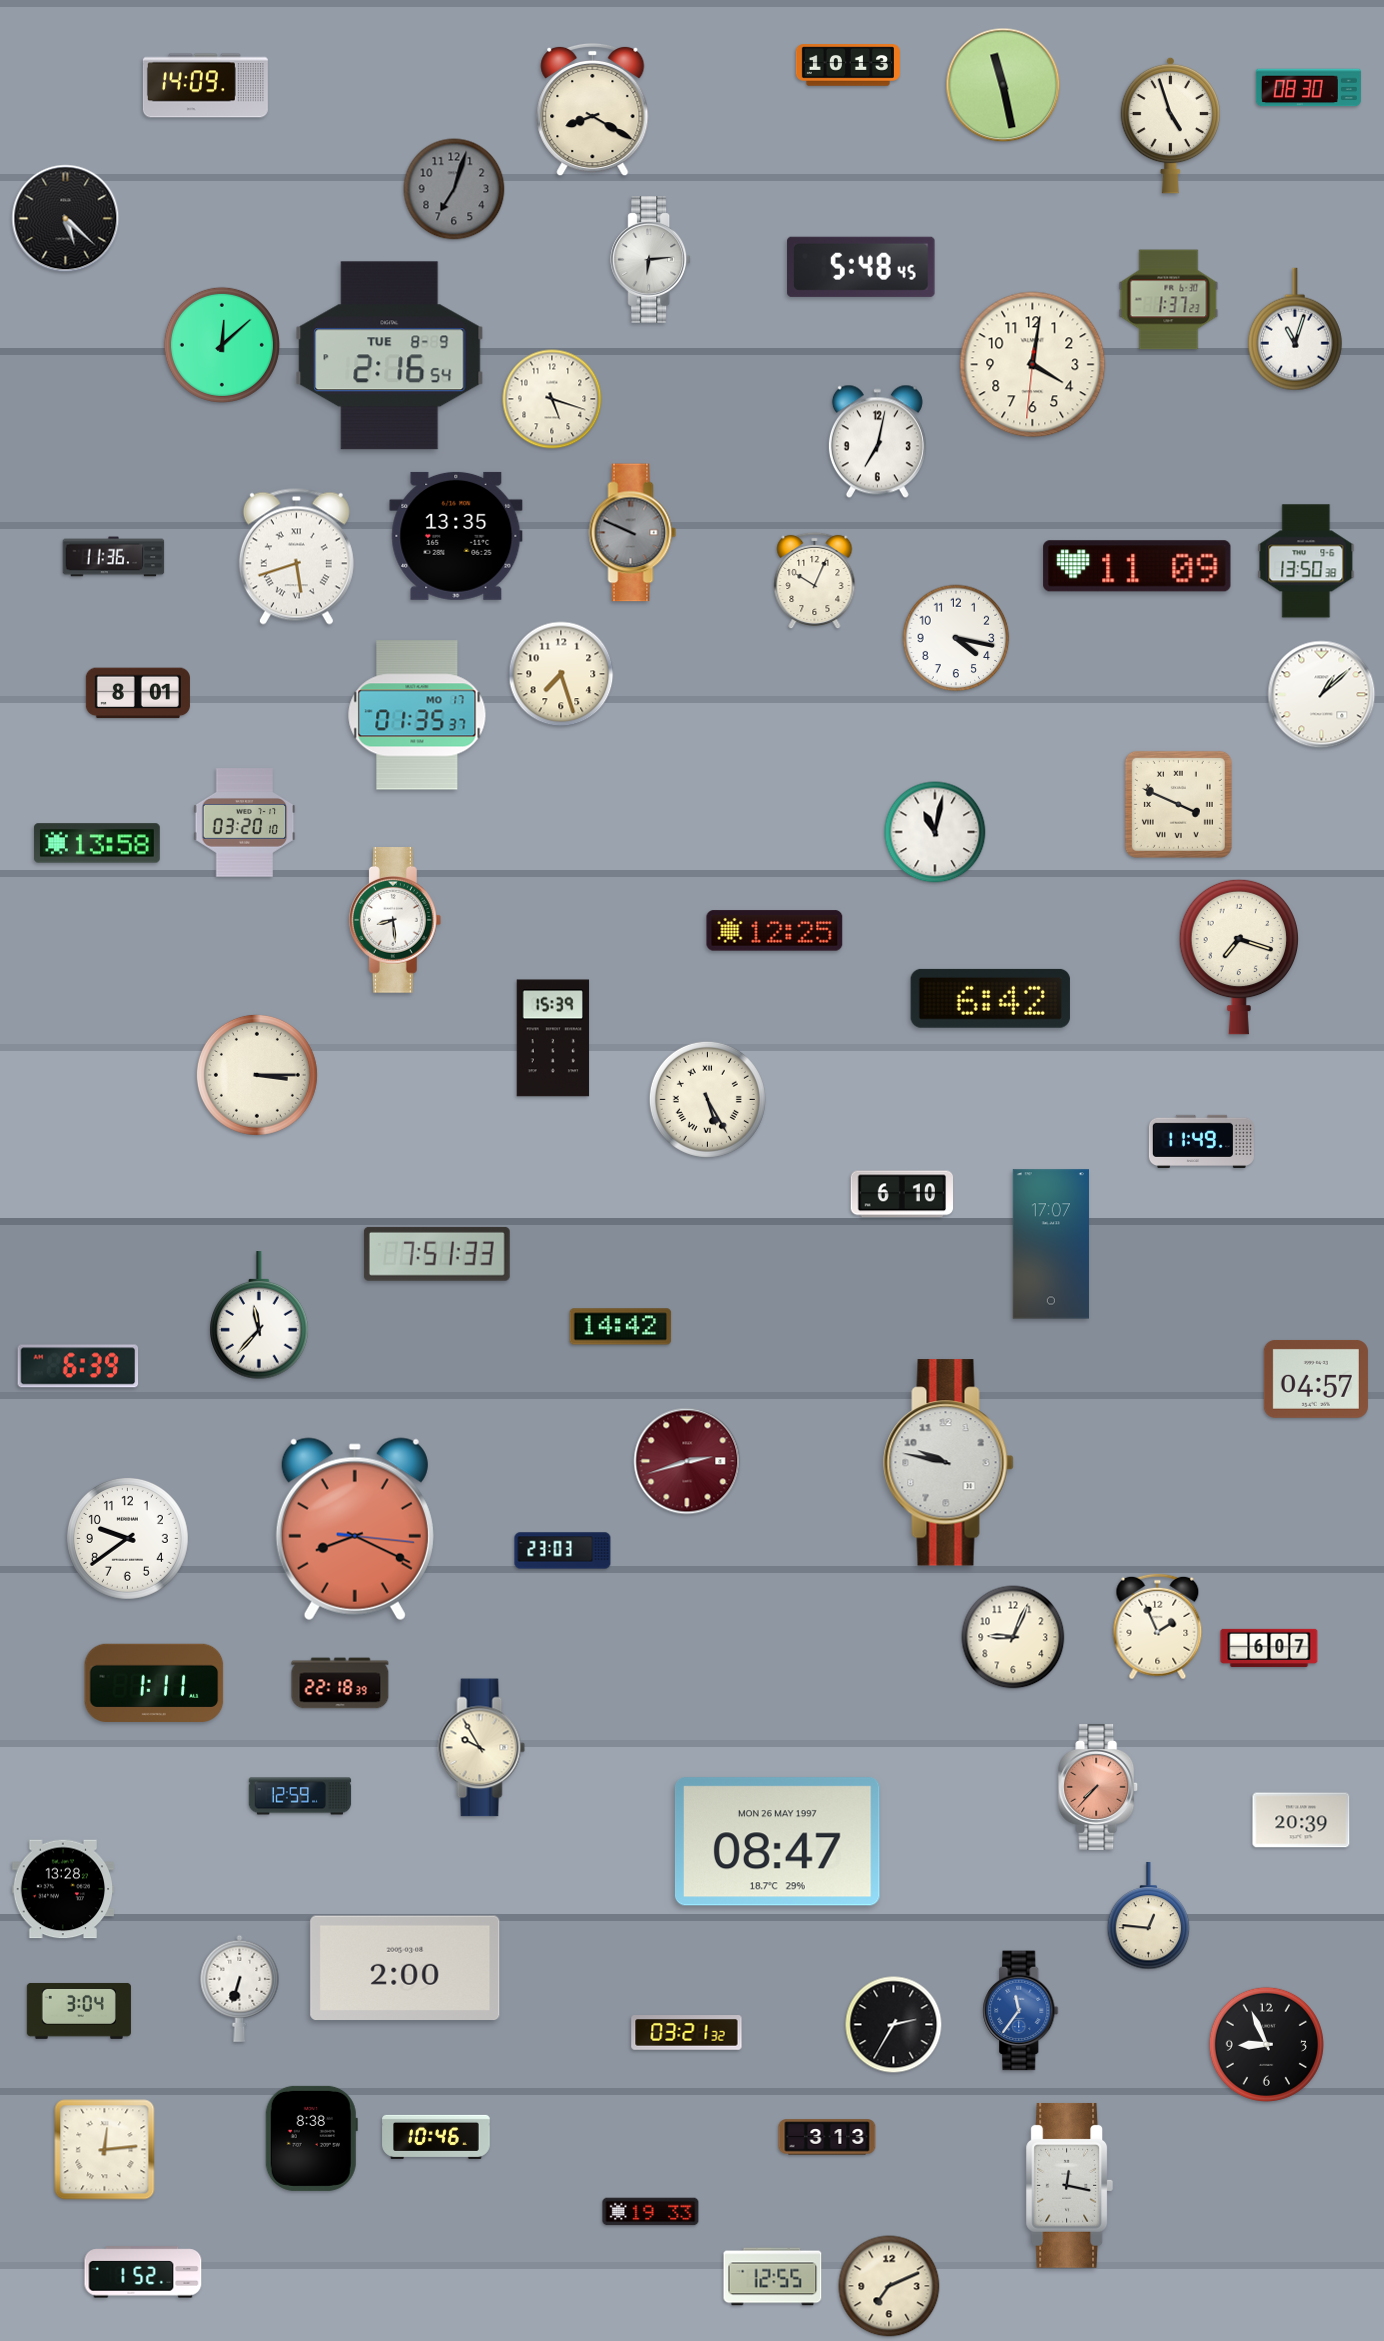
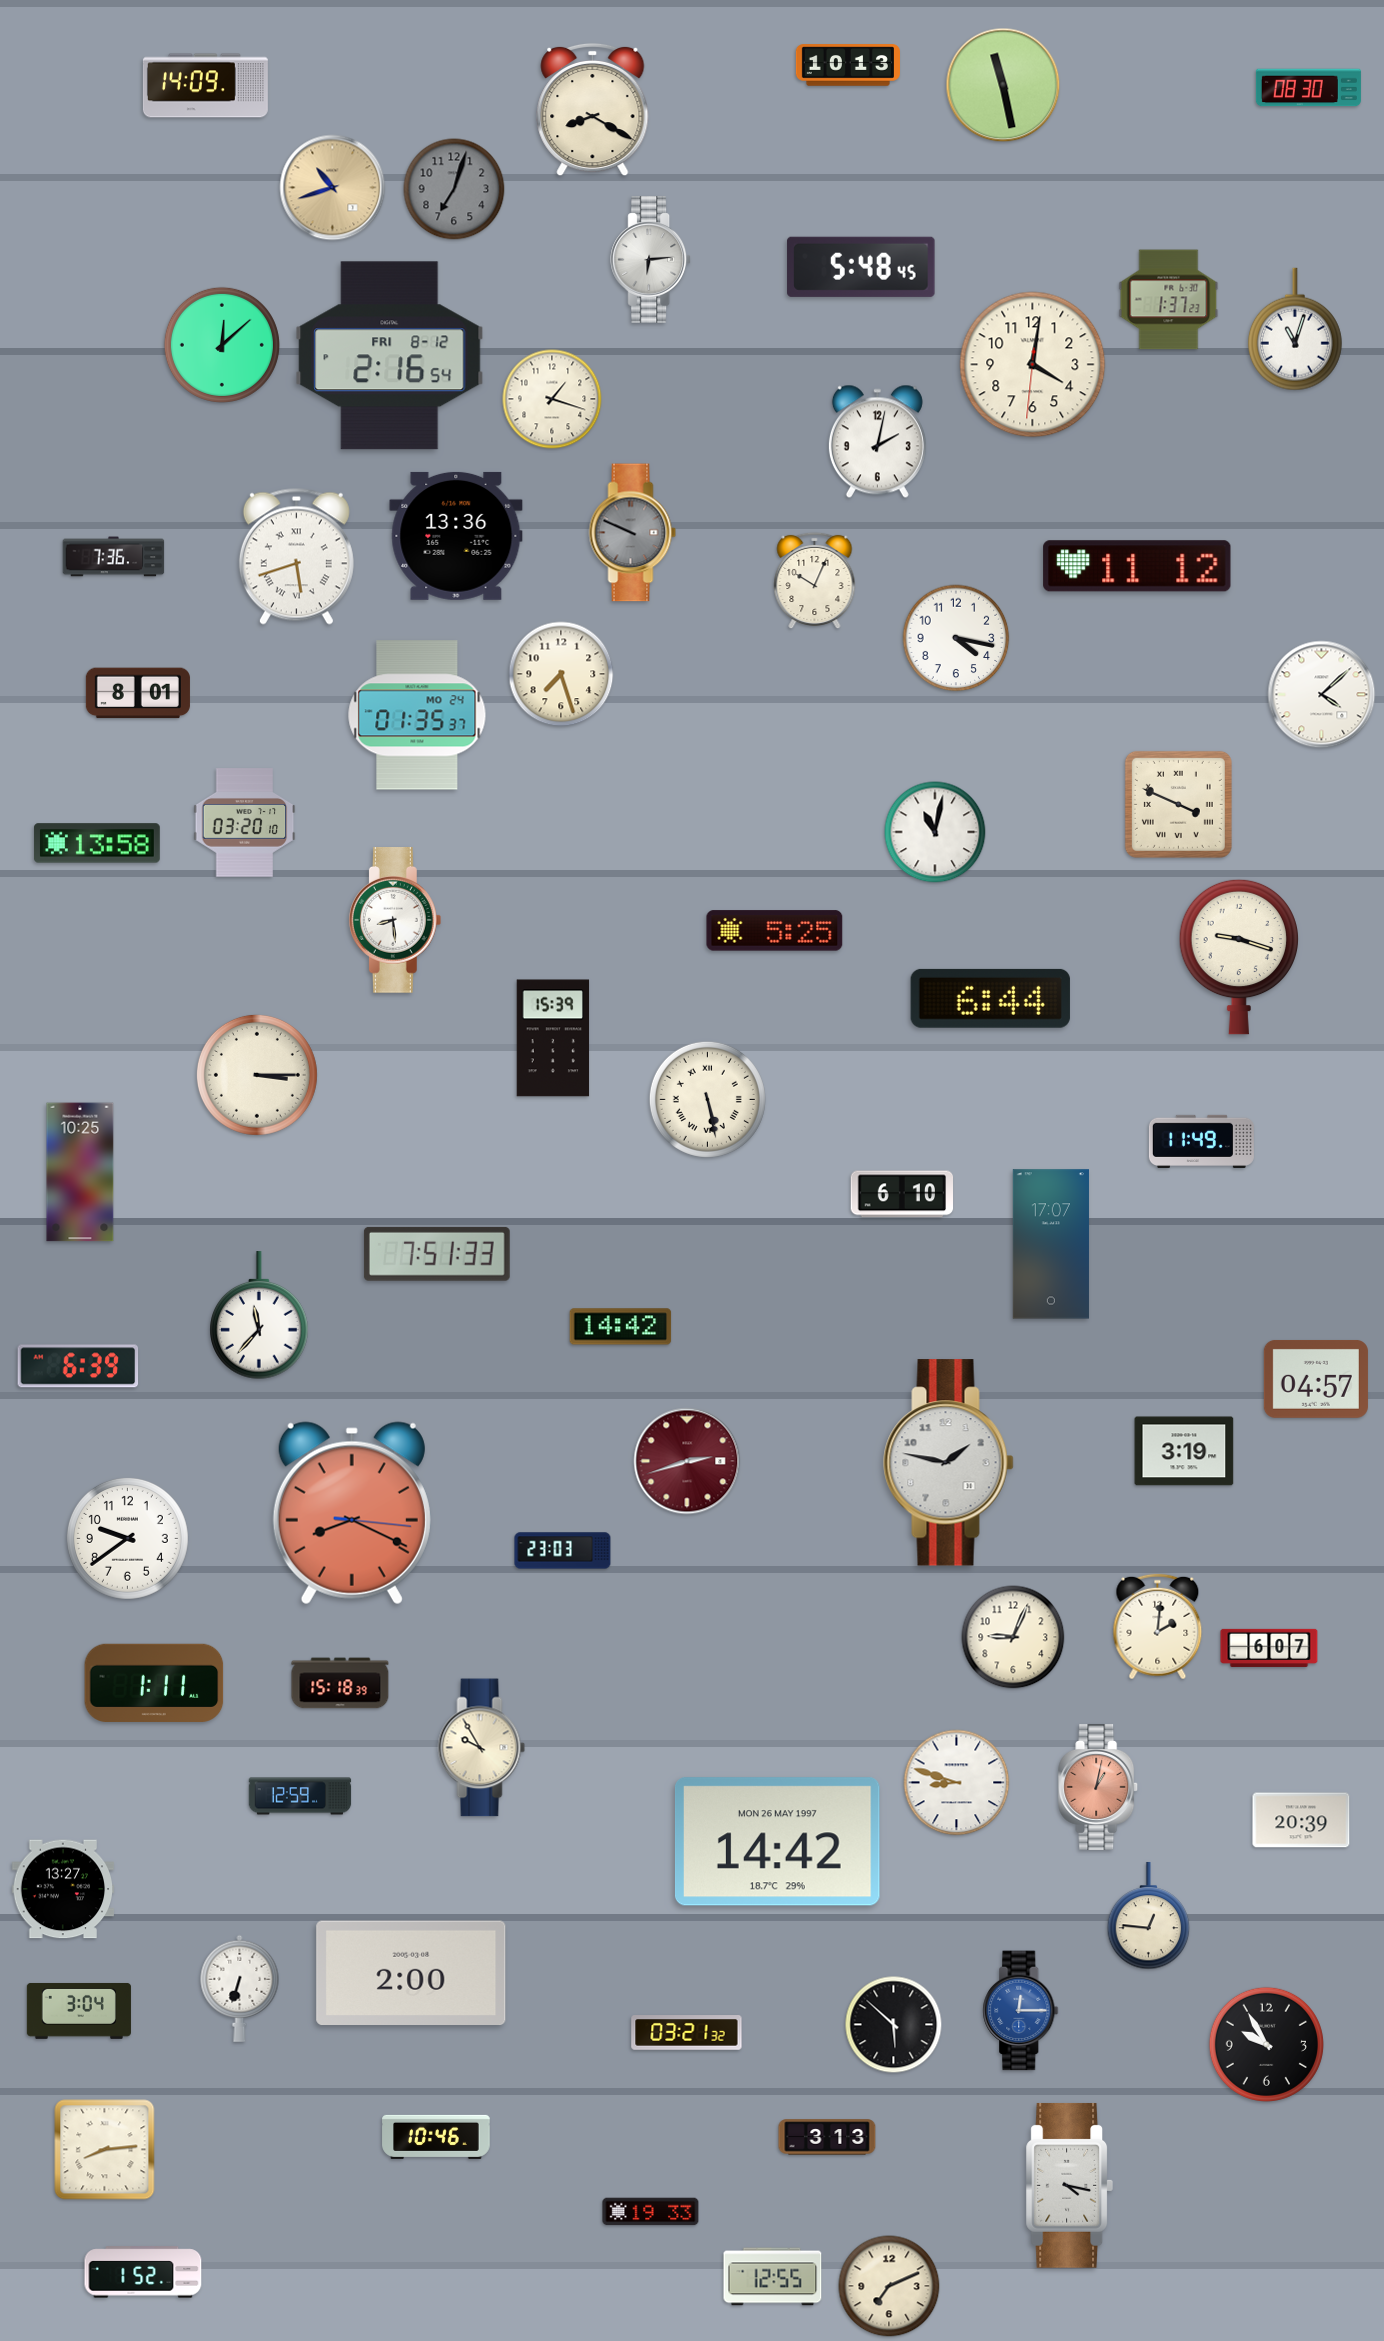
clock at (1170, 125): 4:57 -> none
clock at (333, 188): none -> 10:42
clock at (66, 219): 5:22 -> none
clock at (390, 356) date: TUE 8-9 -> FRI 8-12
clock at (552, 399): 5:18 -> 1:18
clock at (877, 442): 7:02 -> 2:02
clock at (456, 536): 13:35 -> 13:36
clock at (114, 557): 11:36 -> 7:36
clock at (1306, 561): 13:50 -> none
clock at (1137, 566): 11:09 -> 11:12
clock at (1322, 695): 1:08 -> 4:08
clock at (417, 715) date: MO 17 -> MO 24
clock at (775, 931): 12:25 -> 5:25
clock at (1238, 957): 7:18 -> 9:18
clock at (990, 998): 6:42 -> 6:44
clock at (707, 1099): 5:25 -> 5:28
clock at (80, 1172): none -> 10:25
clock at (1184, 1451): none -> 3:19
clock at (949, 1463): 9:47 -> 1:47
clock at (355, 1529) position: (355, 1529) -> (352, 1513)
clock at (1158, 1627): 1:56 -> 2:01
clock at (340, 1683): 22:18 -> 15:18
clock at (957, 1783): none -> 8:48
clock at (1099, 1787): 7:37 -> 1:02
clock at (777, 1842): 08:47 -> 14:42
clock at (63, 1889): 13:28 -> 13:27
clock at (405, 1968) position: (405, 1968) -> (411, 1973)
clock at (1021, 2011): 11:36 -> 12:15
clock at (894, 2025): 2:35 -> 5:52
clock at (1266, 2044): 8:56 -> 9:55
clock at (311, 2138): 8:38 -> none
clock at (105, 2150): 12:14 -> 8:14
clock at (1070, 2185): 12:17 -> 4:17
